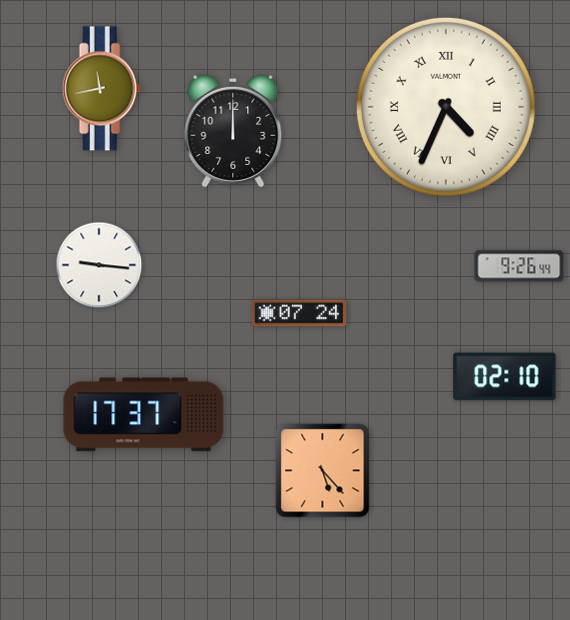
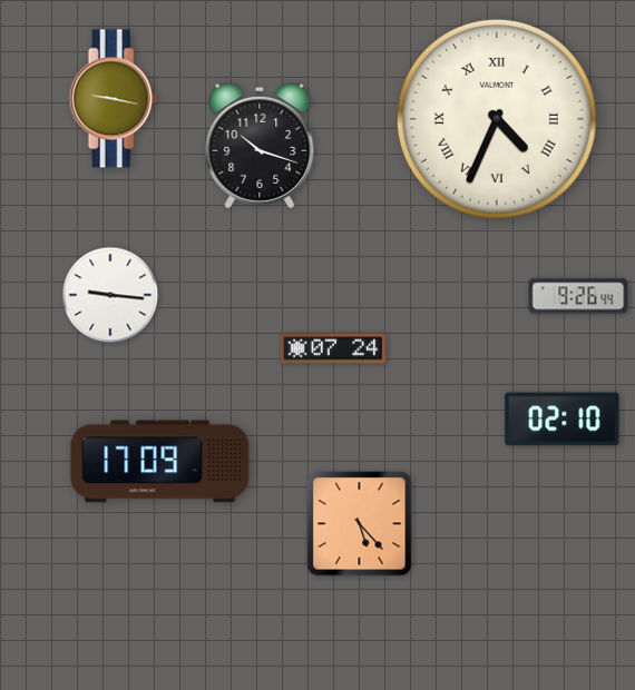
clock at (101, 89): 11:43 -> 9:17
clock at (233, 131): 12:00 -> 10:18
clock at (144, 415): 17:37 -> 17:09
